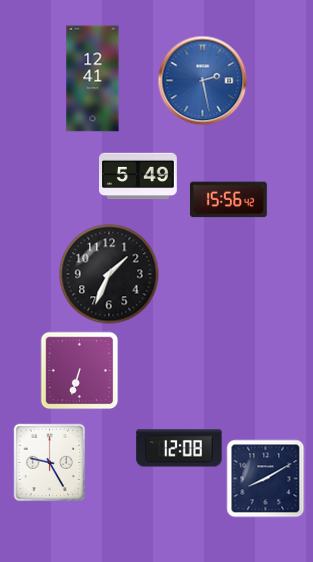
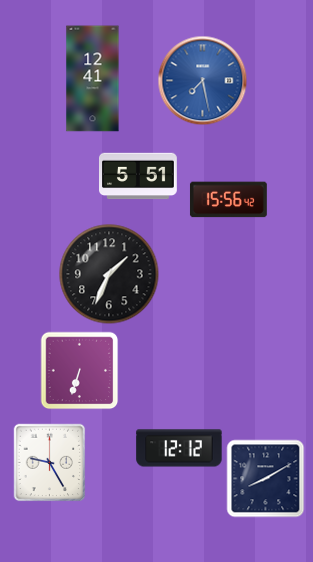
clock at (202, 80): 2:28 -> 7:28
clock at (138, 176): 5:49 -> 5:51
clock at (179, 448): 12:08 -> 12:12
